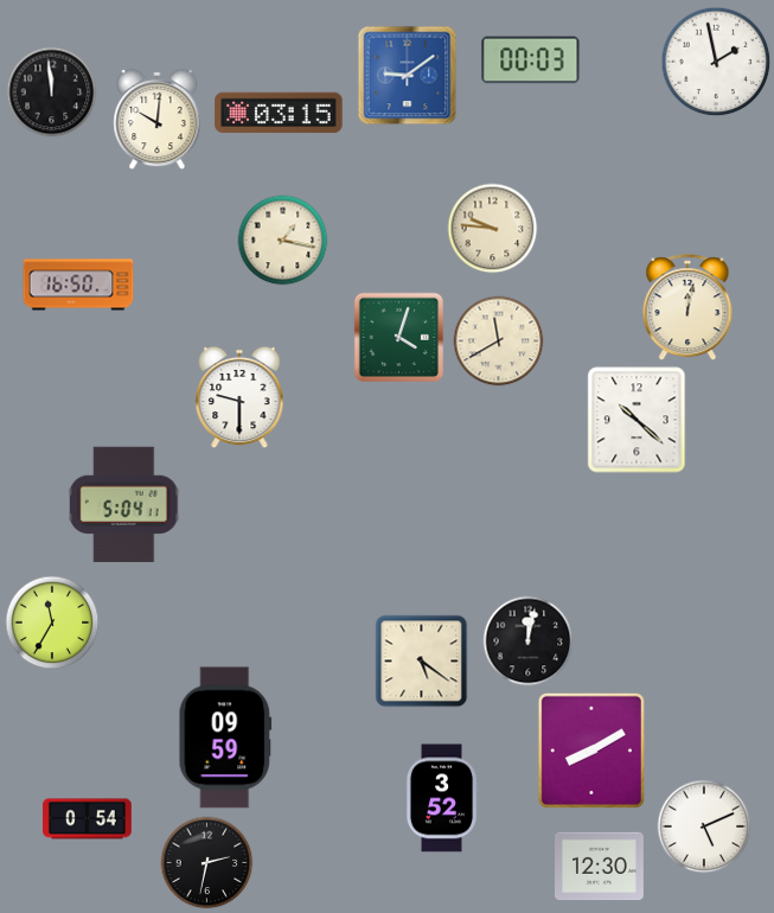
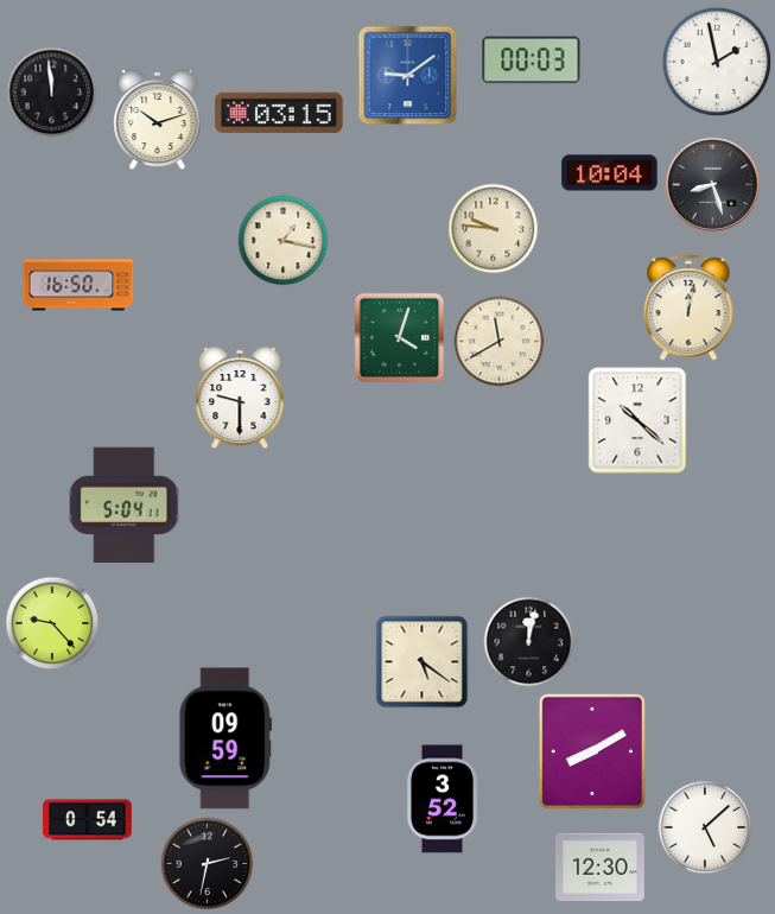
clock at (158, 120): 10:01 -> 10:12
clock at (610, 173): none -> 10:04
clock at (713, 185): none -> 8:27
clock at (52, 622): 11:35 -> 9:23
clock at (704, 826): 5:11 -> 5:08
